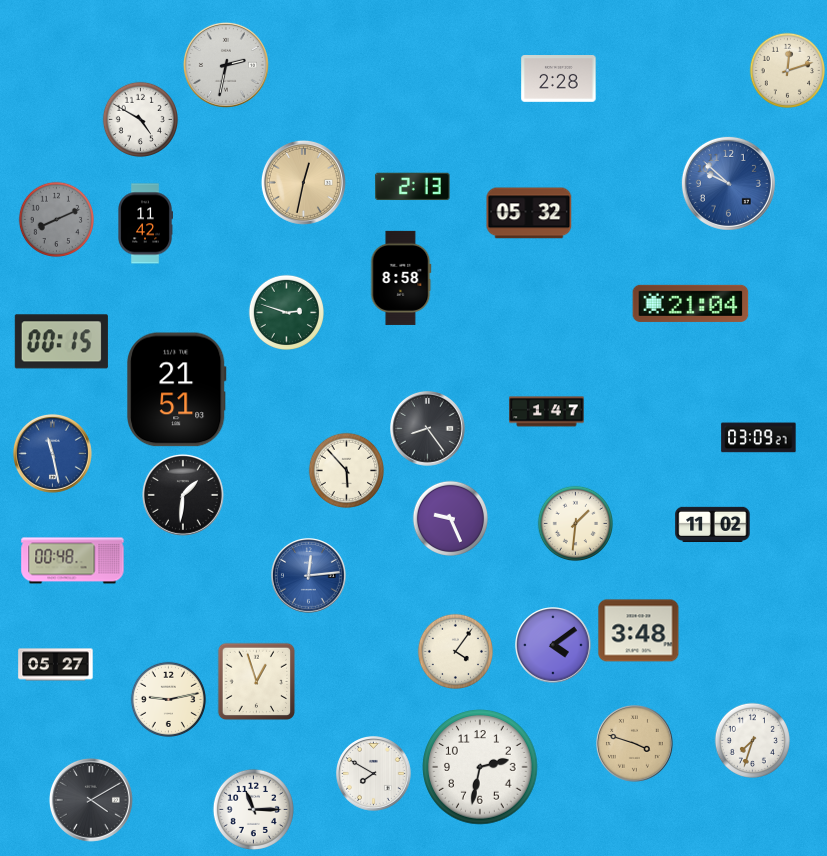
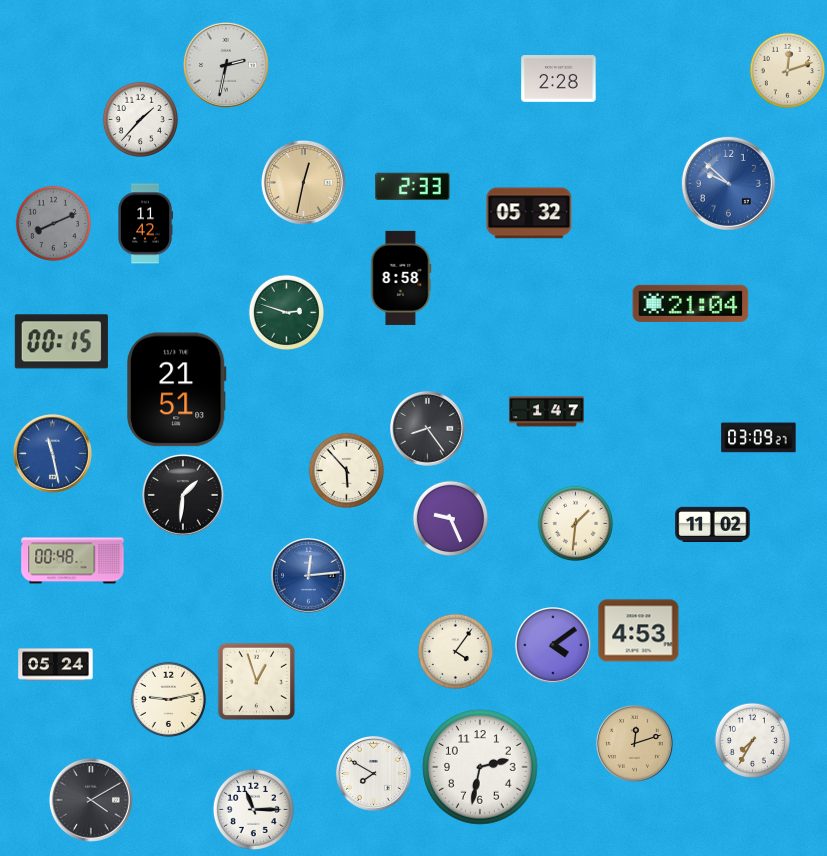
clock at (140, 119): 4:50 -> 1:37
clock at (413, 187): 2:13 -> 2:33
clock at (56, 219) position: (56, 219) -> (53, 223)
clock at (639, 631): 3:48 -> 4:53
clock at (56, 665): 05:27 -> 05:24
clock at (752, 740): 7:33 -> 7:35
clock at (635, 744): 3:48 -> 12:12
